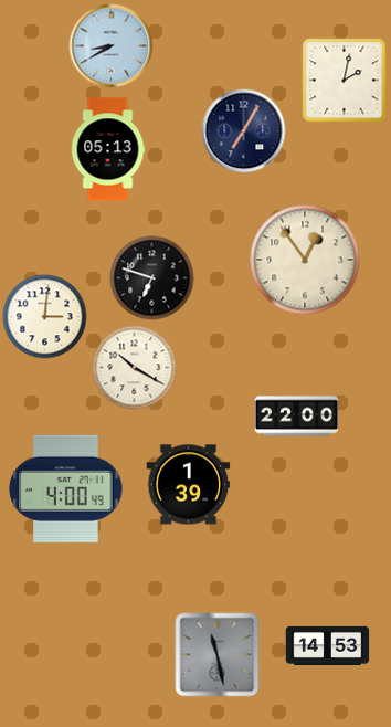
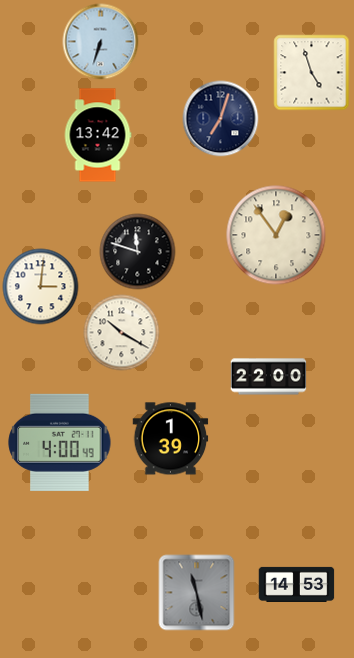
clock at (112, 46): 8:40 -> 6:33
clock at (345, 81): 2:02 -> 4:57
clock at (244, 131): 7:05 -> 7:03
clock at (108, 149): 05:13 -> 13:42
clock at (152, 278): 6:48 -> 11:48
